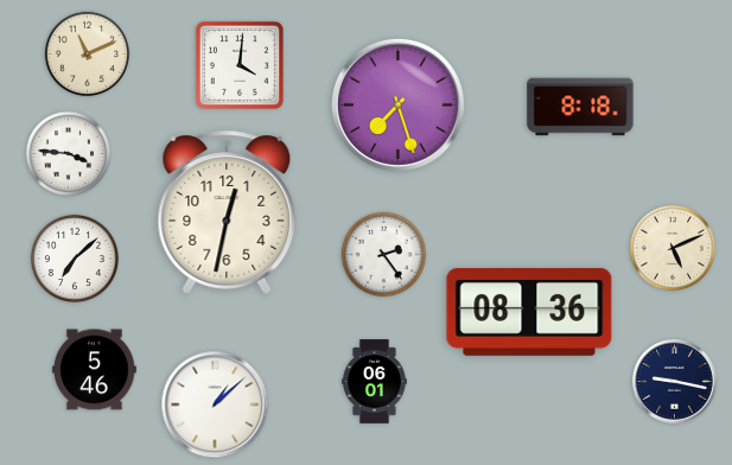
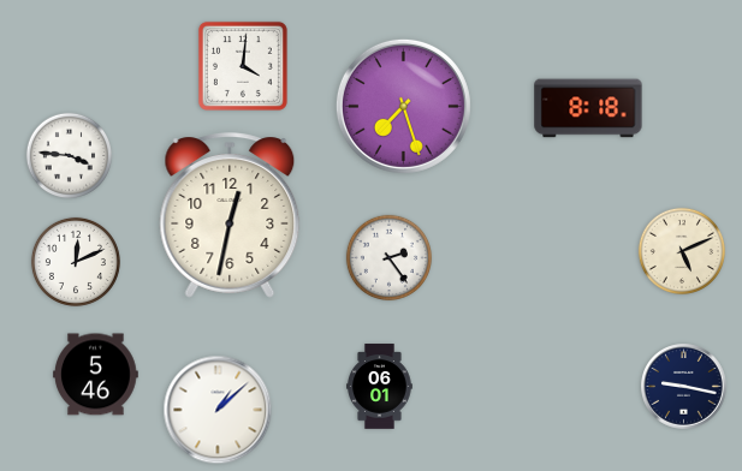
clock at (88, 55): 11:11 -> none
clock at (75, 259): 7:08 -> 12:11
clock at (529, 312): 08:36 -> none
